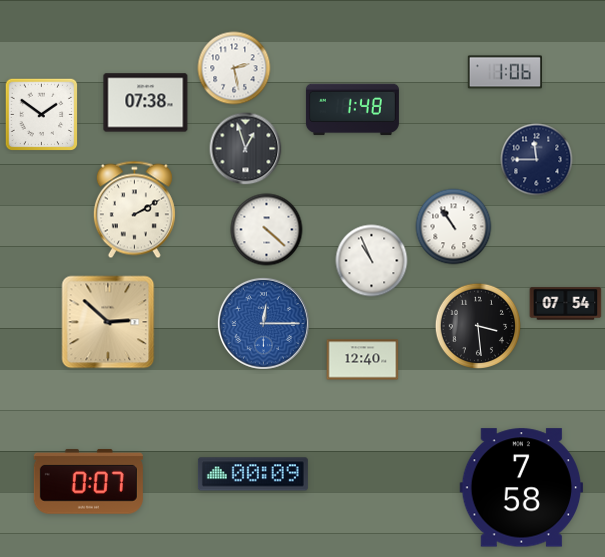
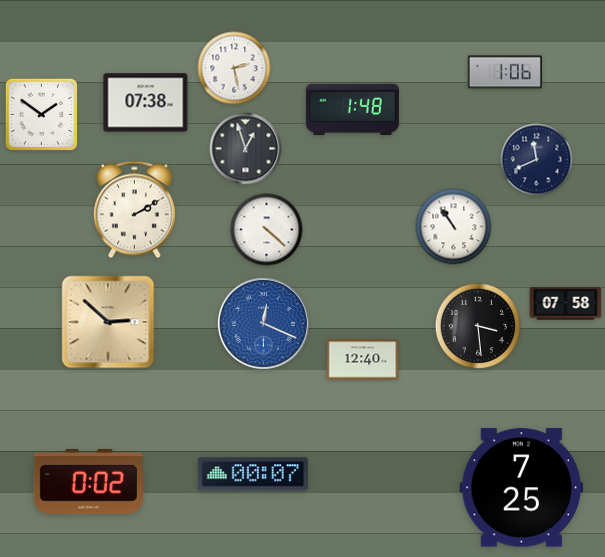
clock at (537, 160): 11:45 -> 11:41
clock at (372, 261): 10:56 -> none
clock at (566, 304): 07:54 -> 07:58
clock at (263, 323): 12:15 -> 12:19
clock at (253, 474): 00:09 -> 00:07
clock at (88, 481): 0:07 -> 0:02
clock at (522, 488): 7:58 -> 7:25
